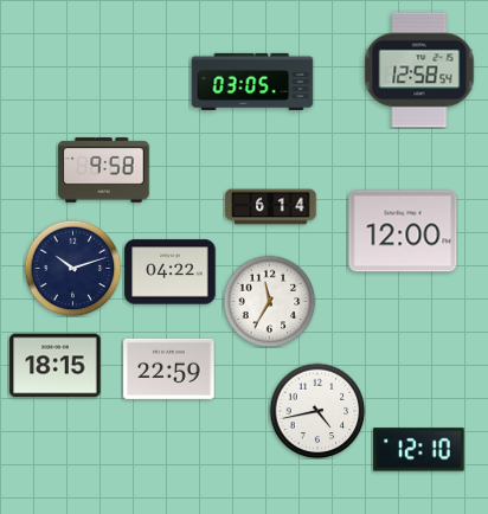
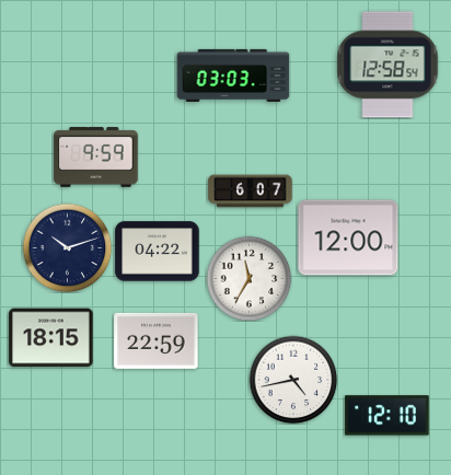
clock at (252, 82): 03:05 -> 03:03
clock at (104, 171): 9:58 -> 9:59
clock at (271, 207): 6:14 -> 6:07
clock at (403, 231) position: (403, 231) -> (348, 237)
